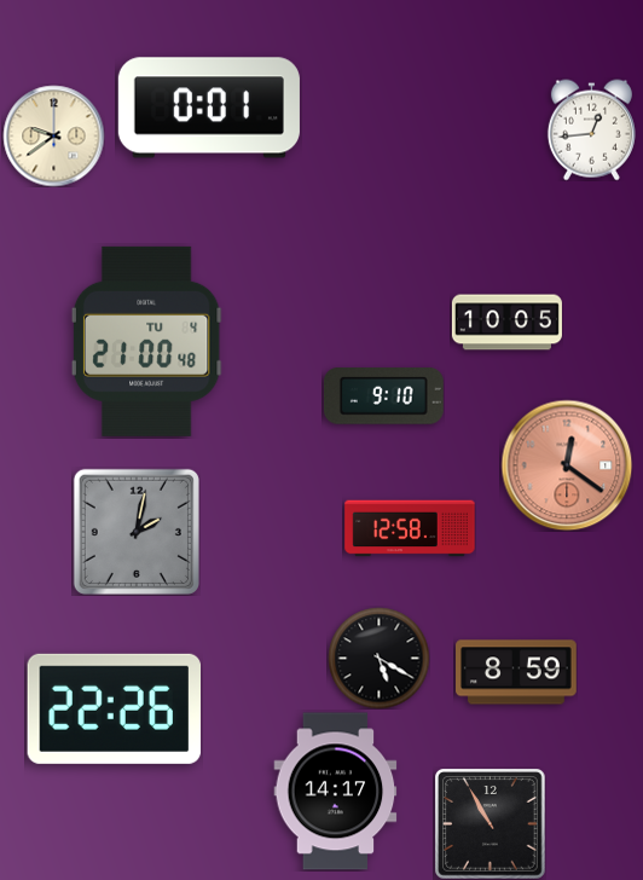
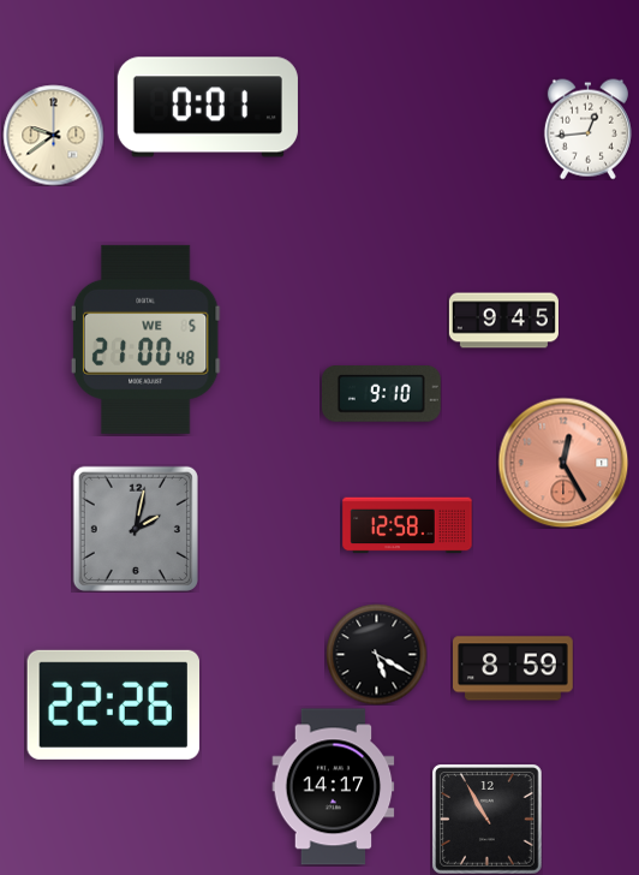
clock at (506, 323): 10:05 -> 9:45
clock at (146, 341) date: TU 4 -> WE 5
clock at (567, 465): 12:21 -> 12:25
